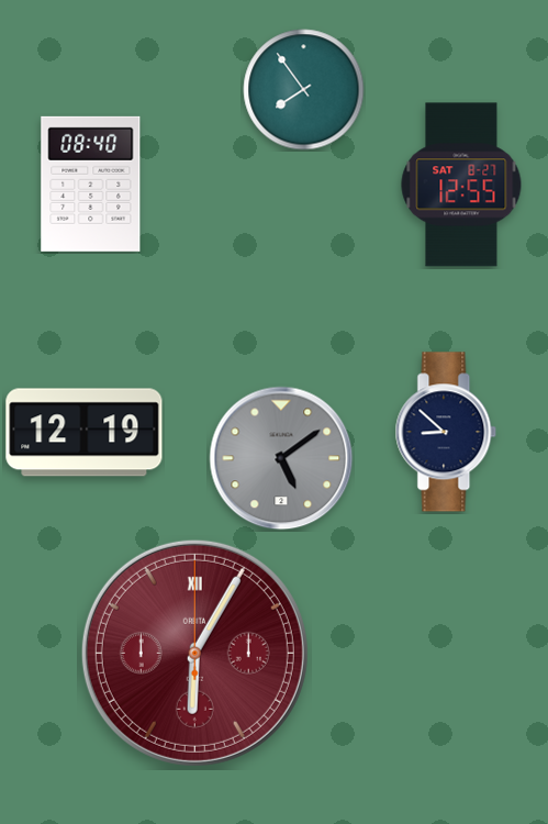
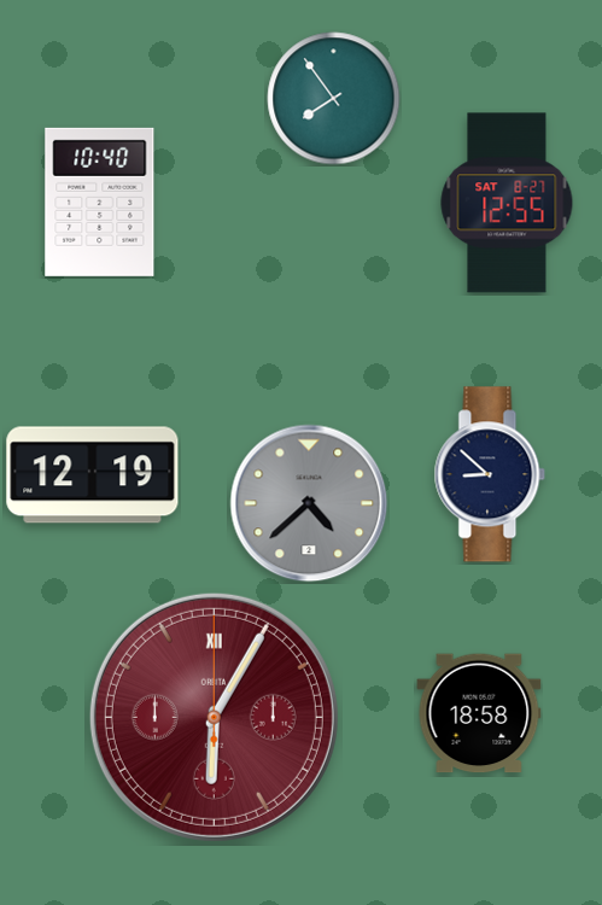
clock at (91, 183): 08:40 -> 10:40
clock at (281, 458): 5:09 -> 4:38
clock at (479, 713): none -> 18:58
